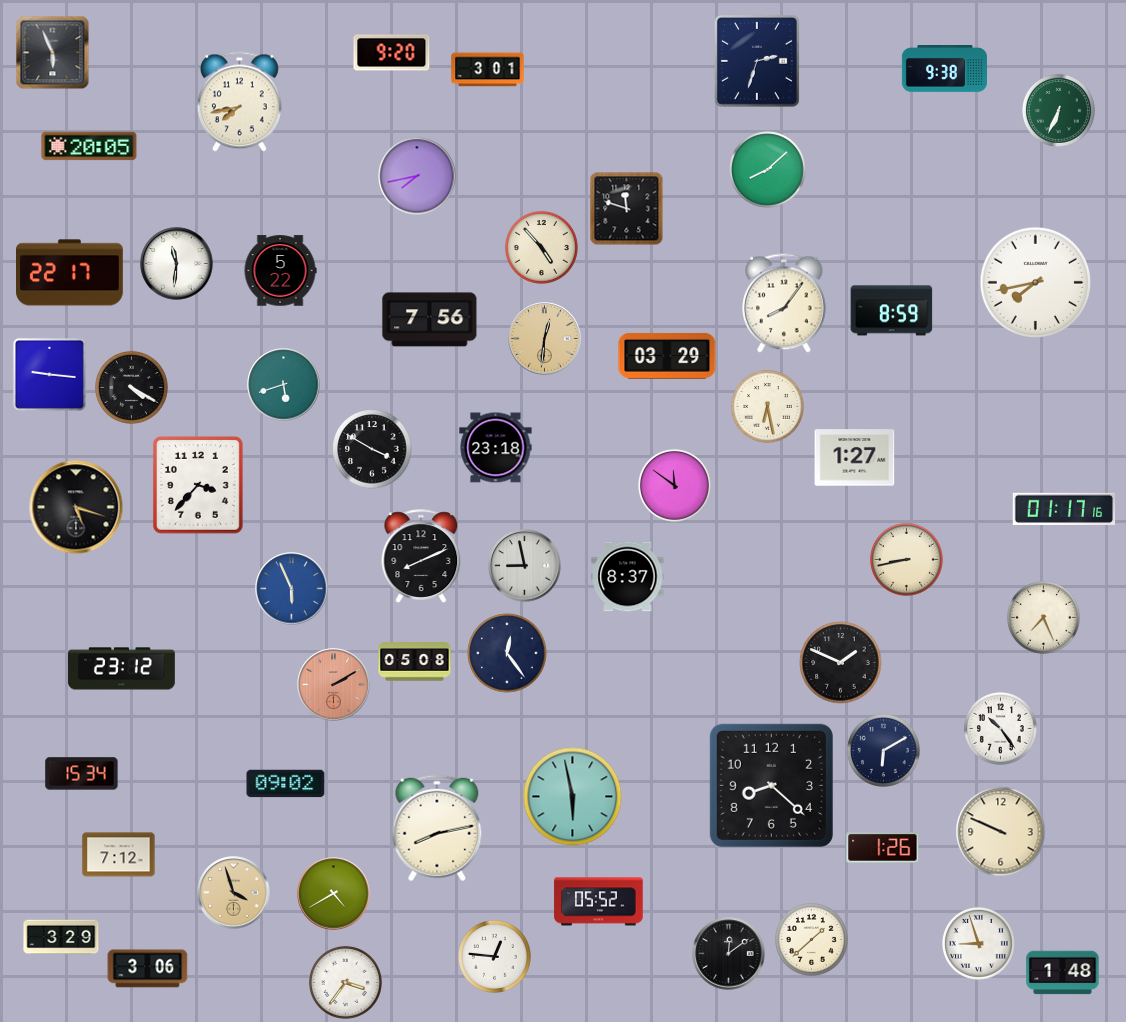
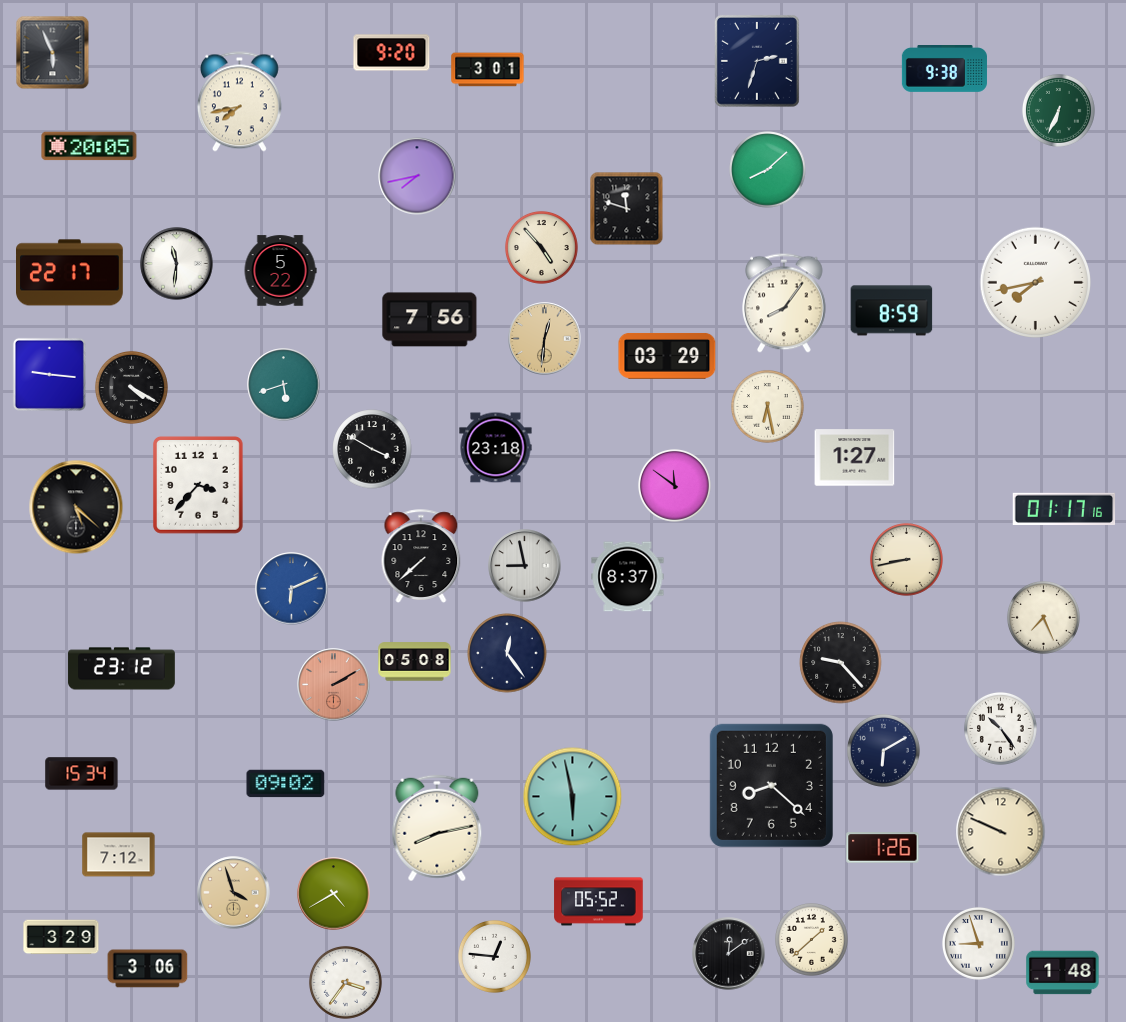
clock at (76, 507): 5:18 -> 5:22
clock at (421, 556): 8:11 -> 7:38
clock at (292, 589): 5:56 -> 6:11
clock at (841, 663): 1:49 -> 9:23
